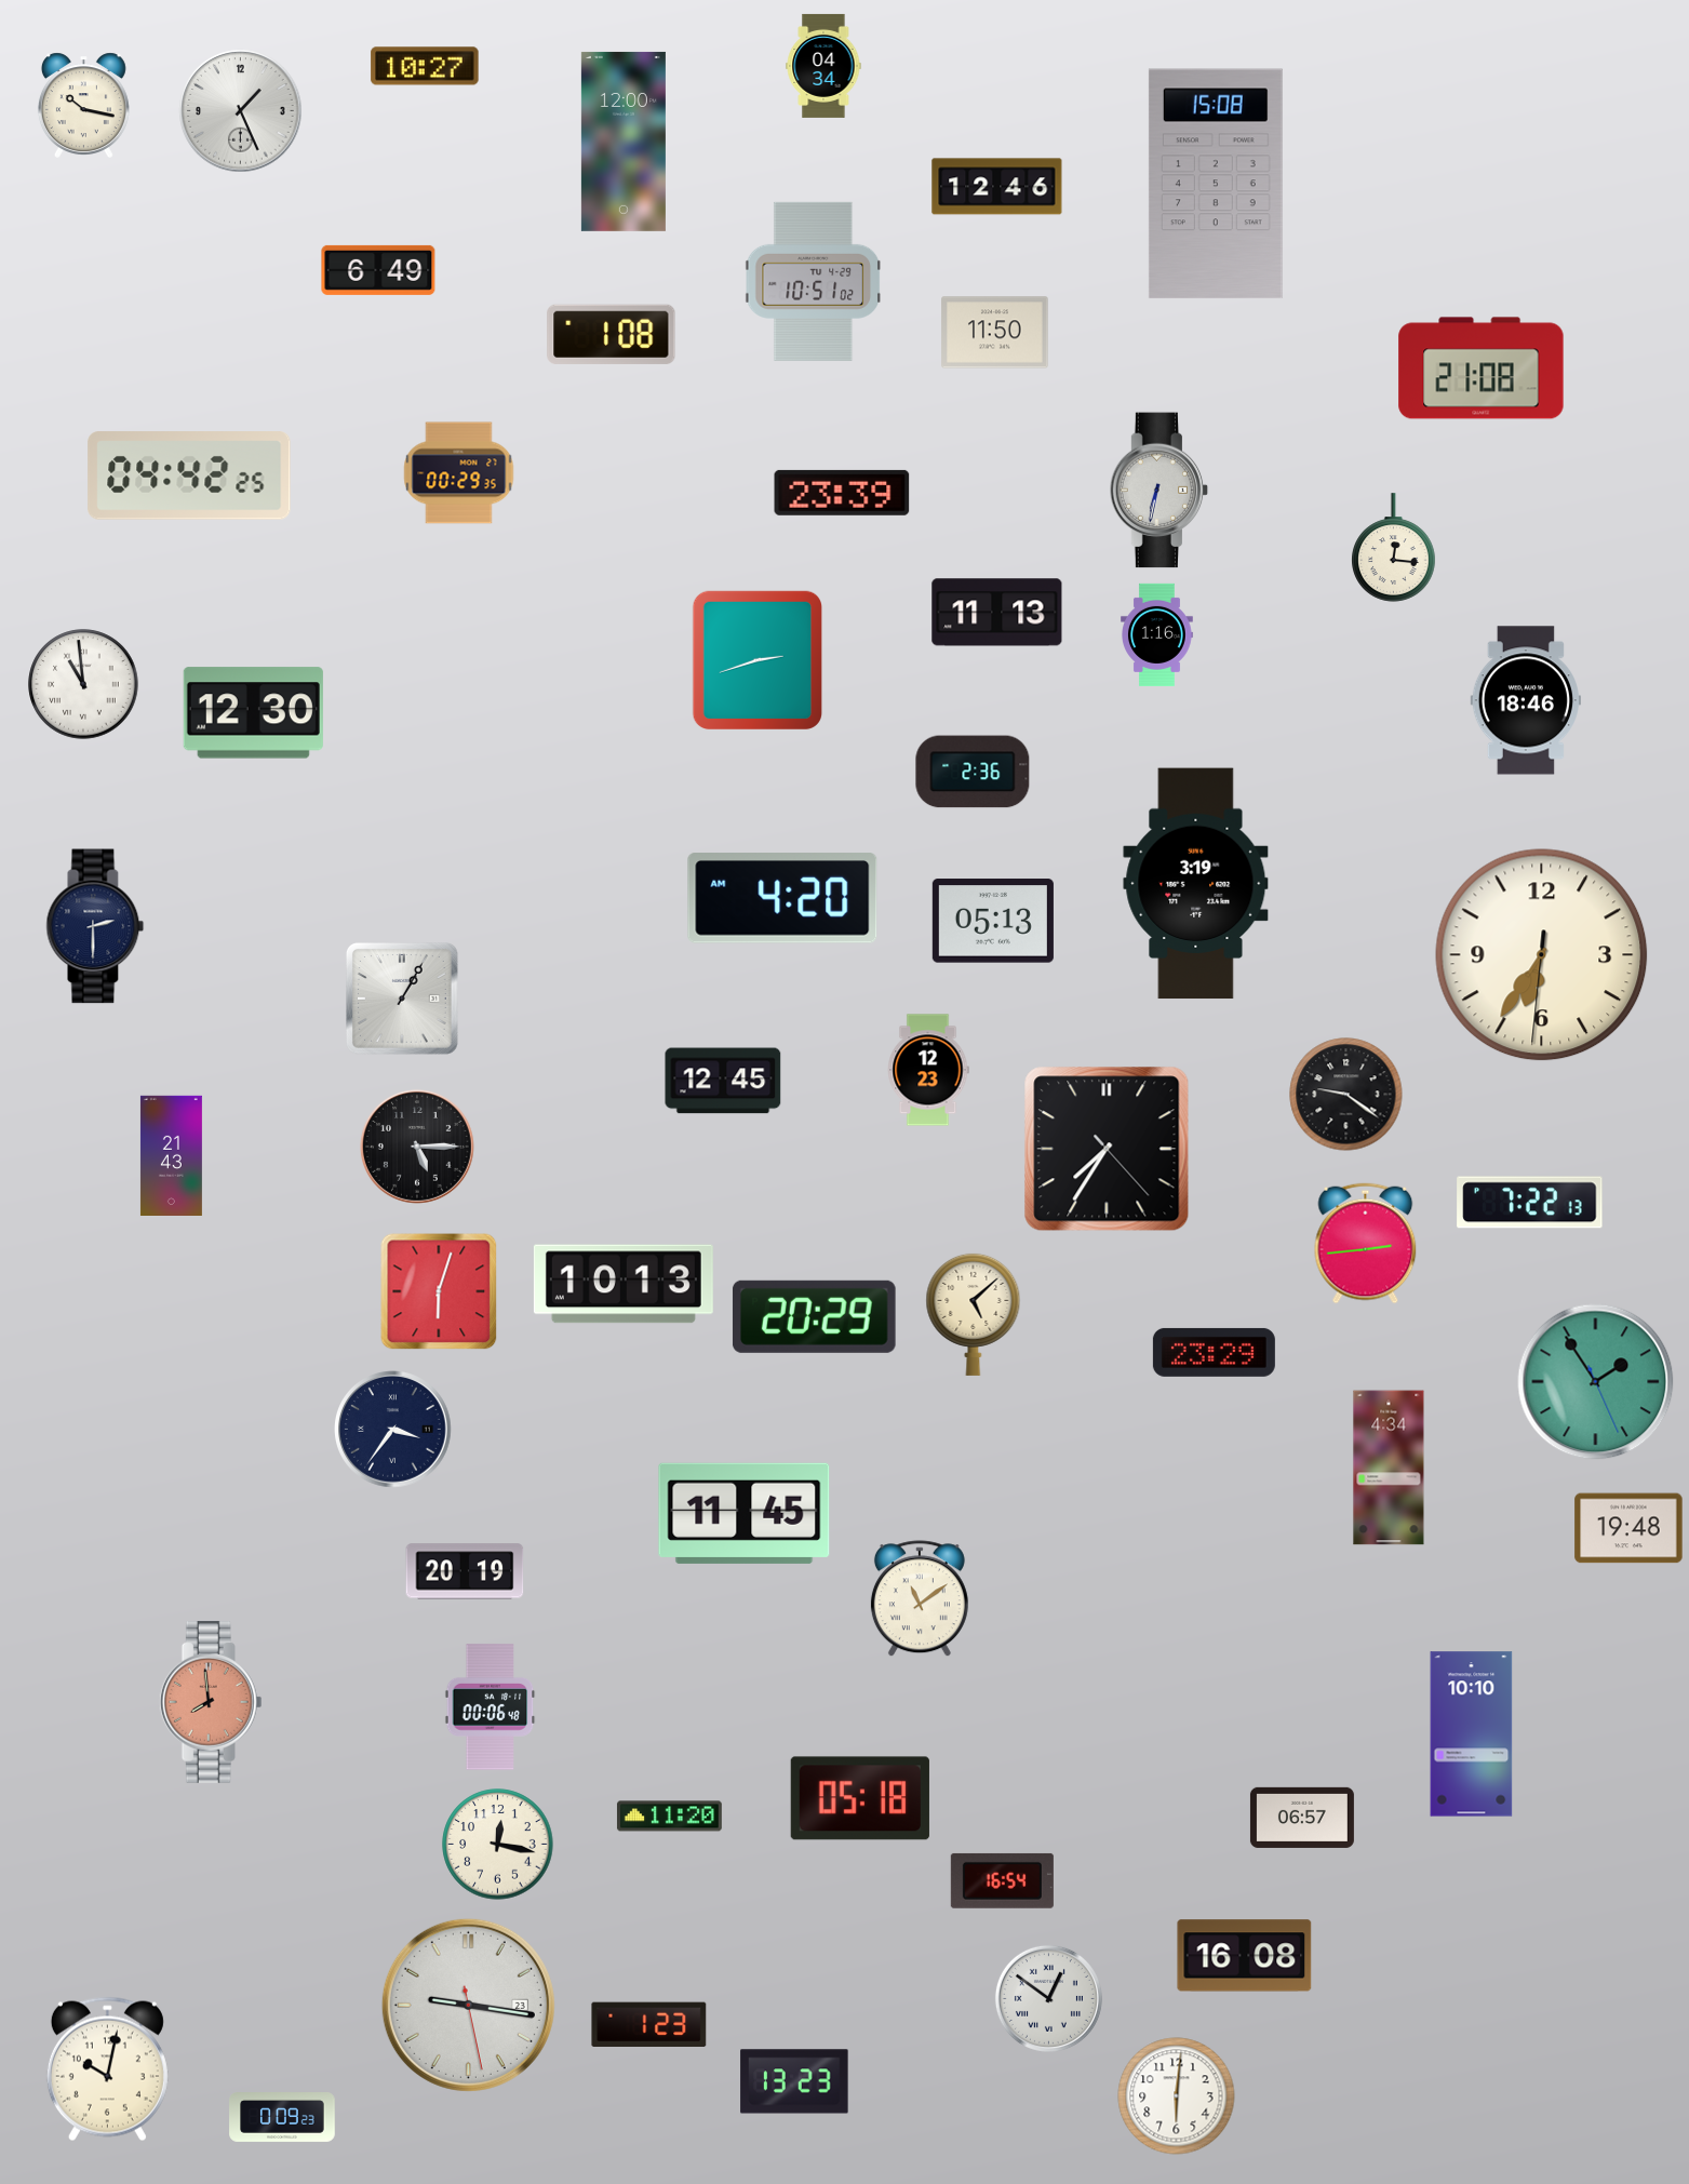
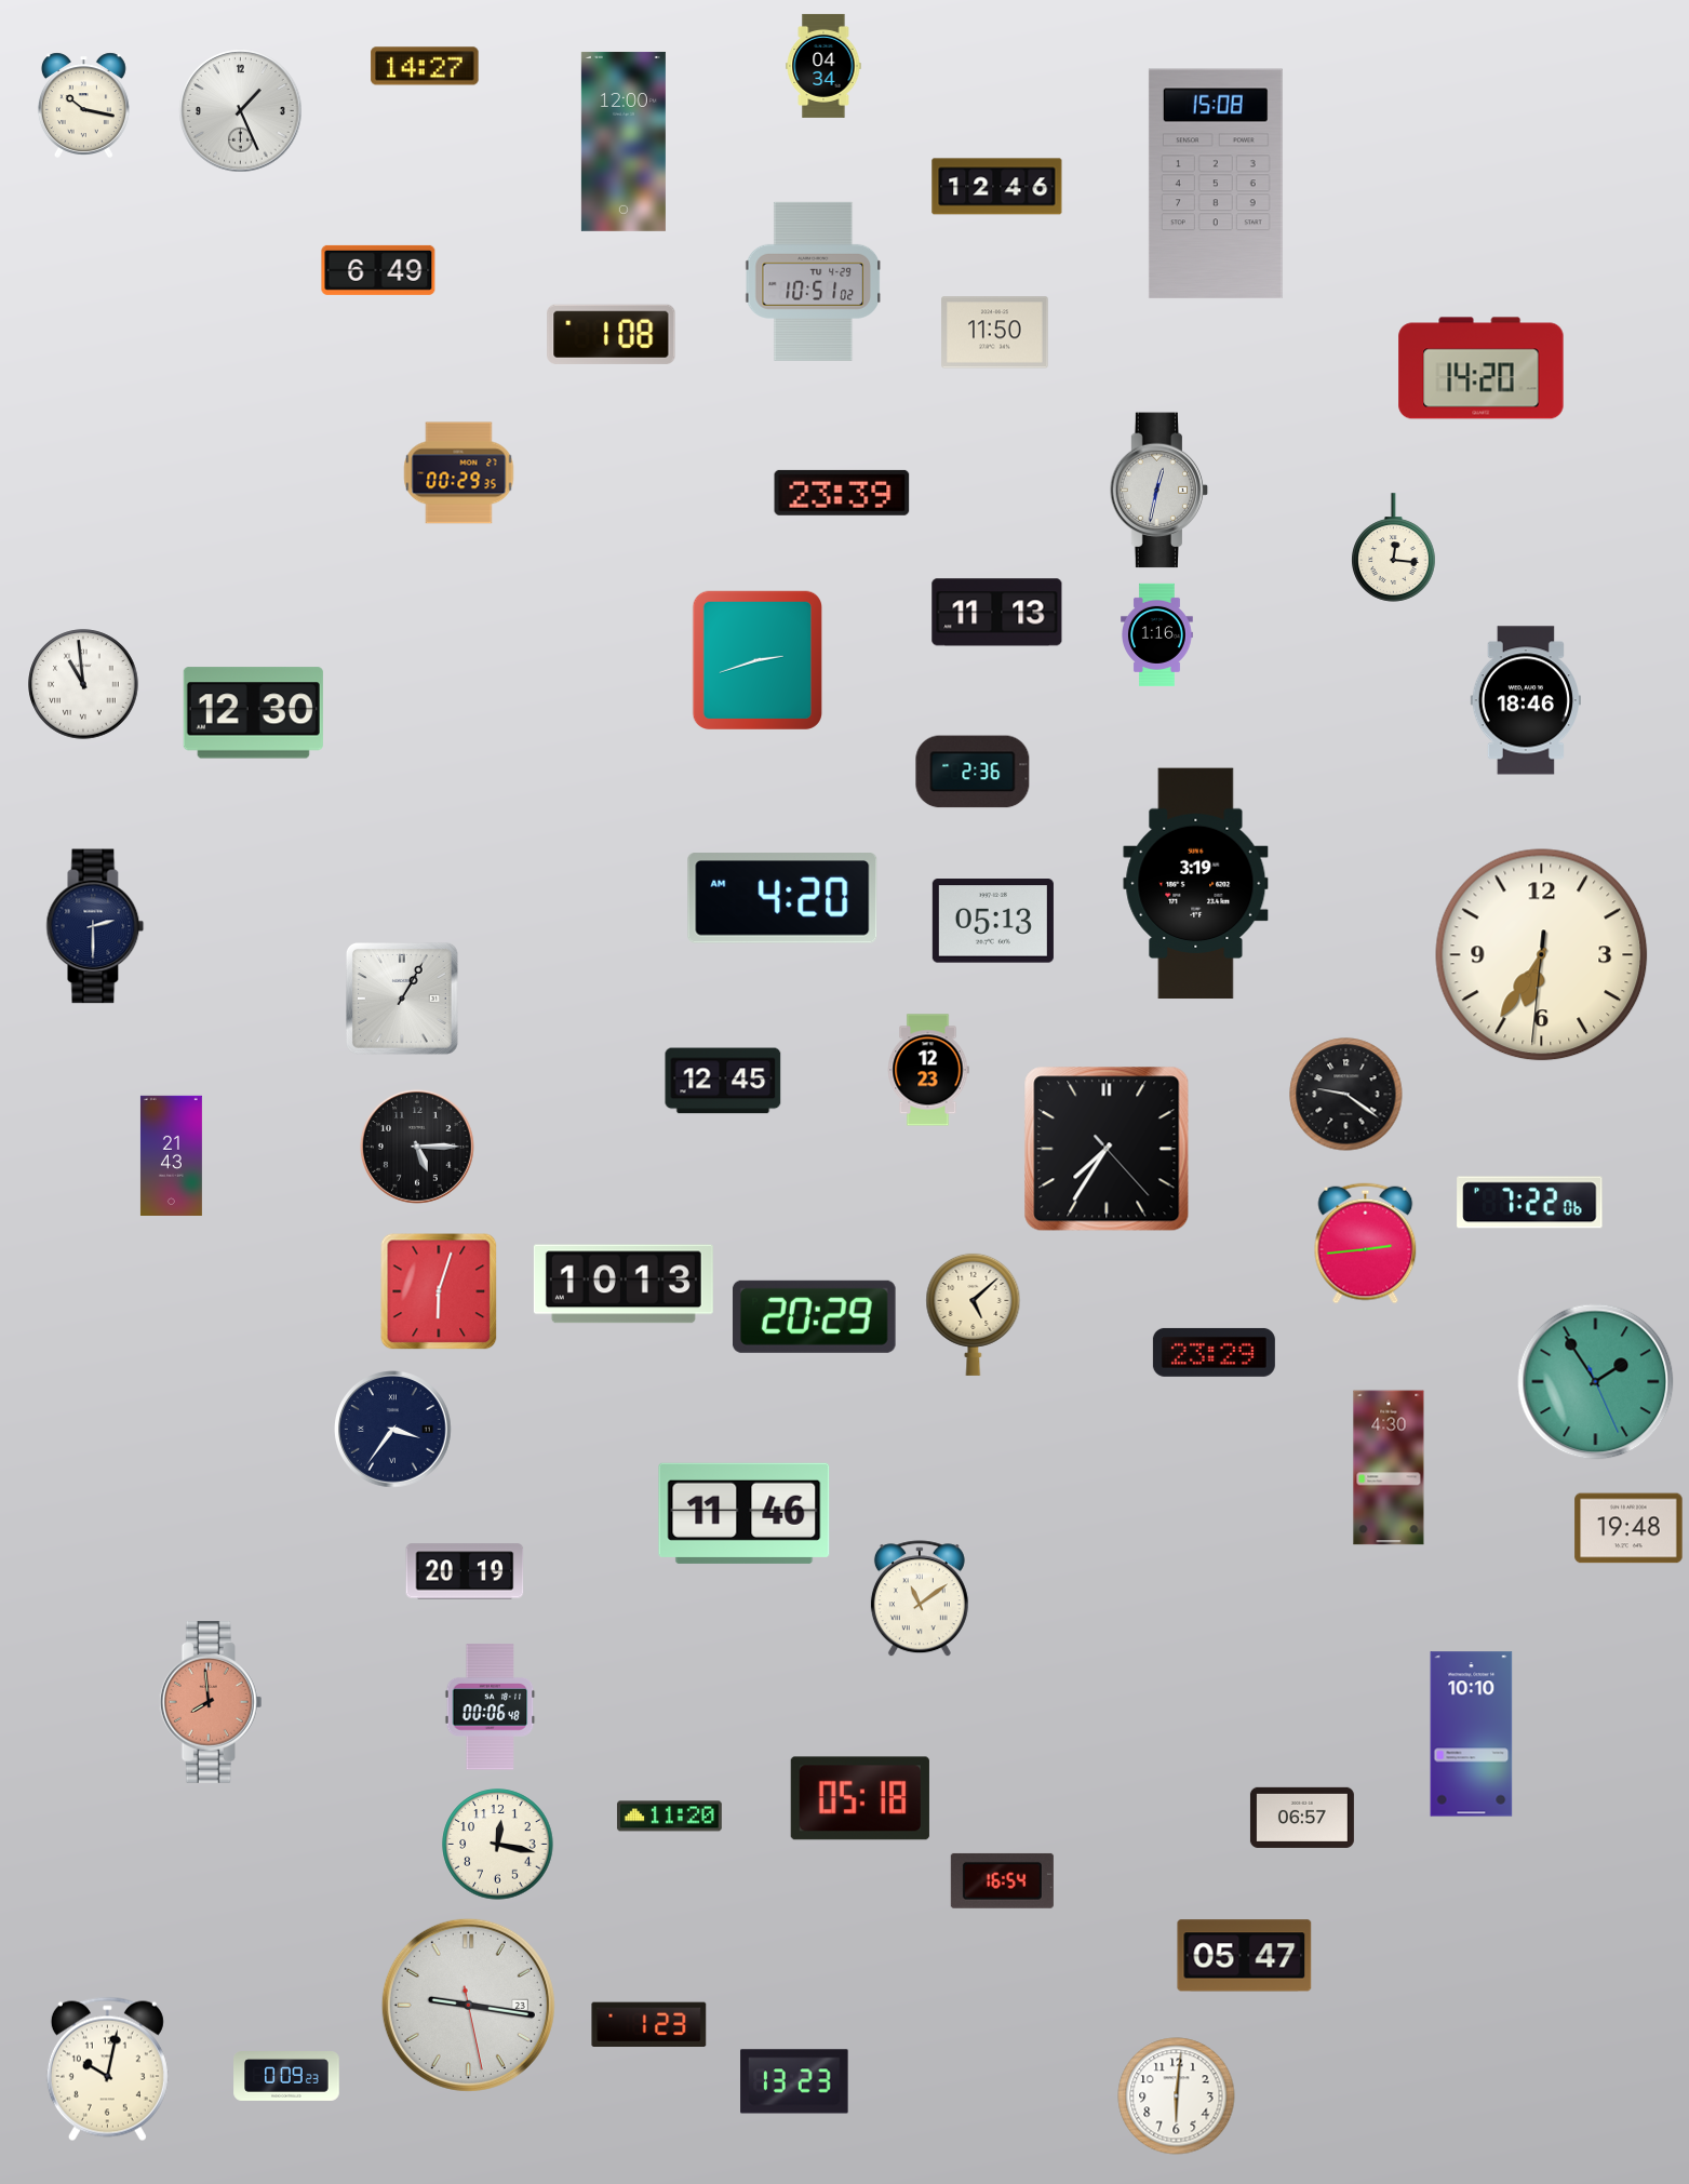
clock at (425, 66): 10:27 -> 14:27
clock at (1482, 369): 21:08 -> 14:20
clock at (189, 475): 04:42 -> none
clock at (1159, 491): 6:32 -> 12:32
clock at (1530, 1203): 7:22:13 -> 7:22:06
clock at (1389, 1468): 4:34 -> 4:30
clock at (745, 1513): 11:45 -> 11:46
clock at (1245, 1956): 16:08 -> 05:47
clock at (1048, 1998): 12:51 -> none
clock at (282, 2118) position: (282, 2118) -> (286, 2077)
